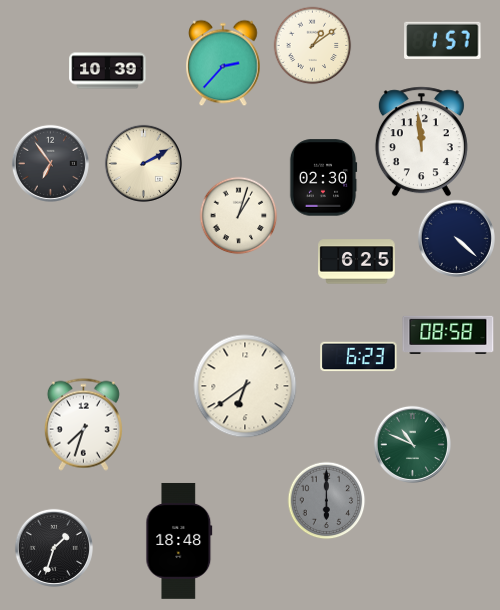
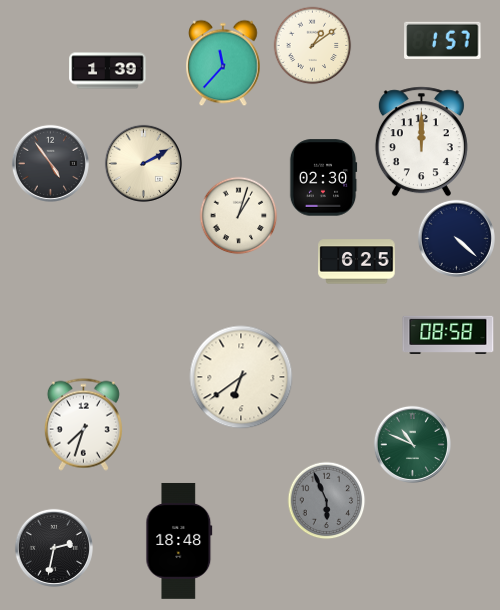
clock at (223, 63): 2:37 -> 11:37
clock at (108, 71): 10:39 -> 1:39
clock at (421, 142): 11:59 -> 12:00
clock at (50, 163): 6:54 -> 4:54
clock at (359, 357): 6:23 -> none
clock at (245, 386) position: (245, 386) -> (241, 377)
clock at (326, 500): 6:00 -> 5:56
clock at (54, 548): 1:33 -> 2:32
